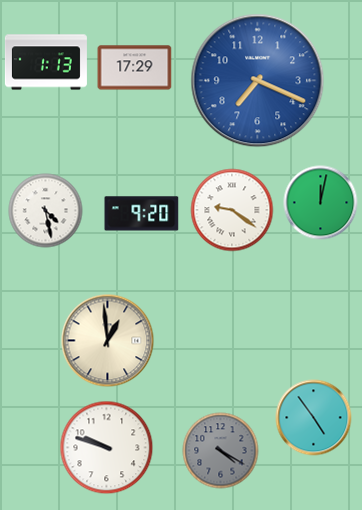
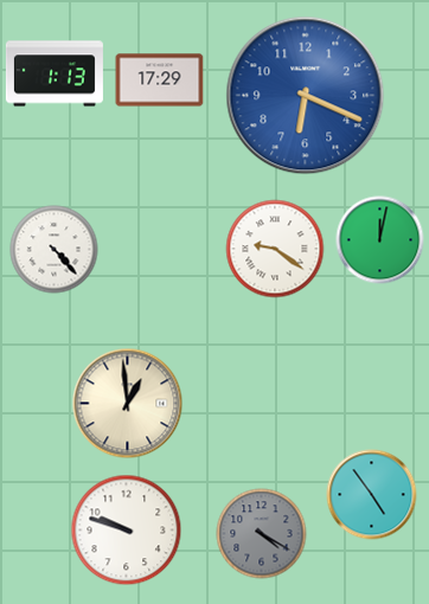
clock at (258, 81): 7:19 -> 6:19
clock at (46, 211): 4:28 -> 4:23
clock at (142, 214): 9:20 -> none
